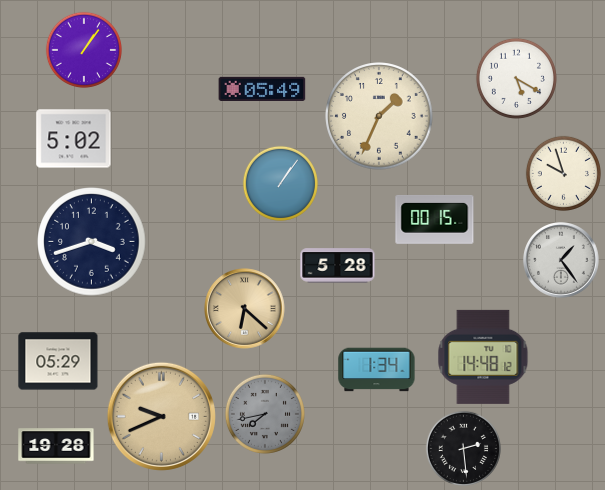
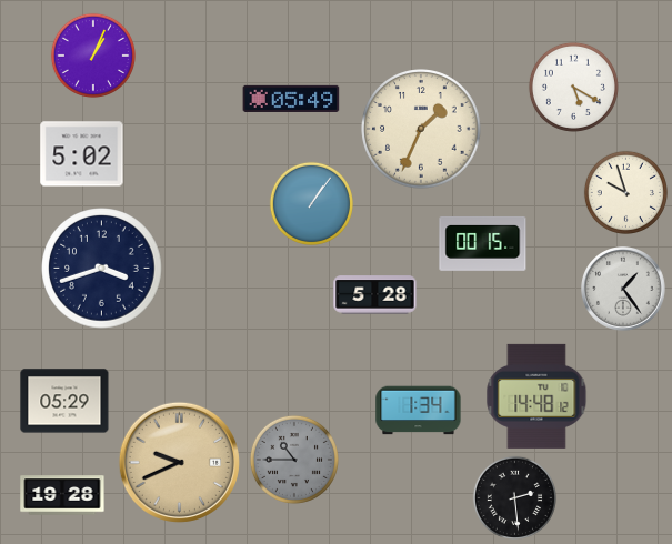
clock at (84, 50): 1:06 -> 1:04
clock at (245, 309): 6:22 -> none
clock at (265, 414): 7:43 -> 10:45
